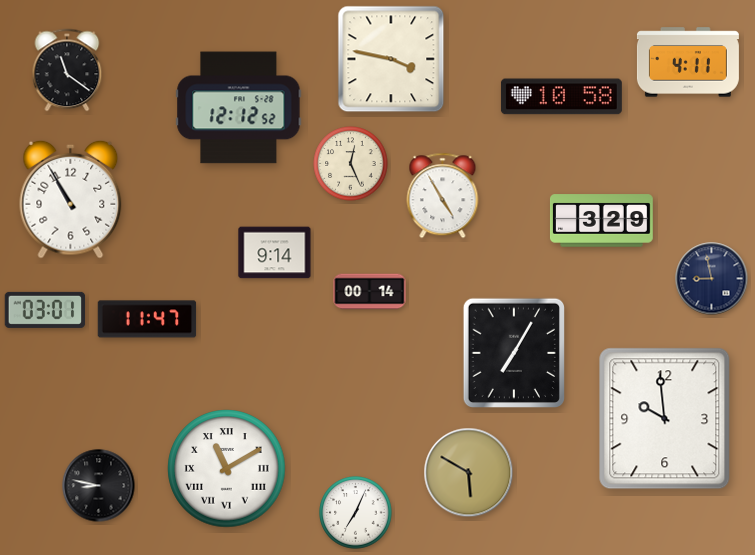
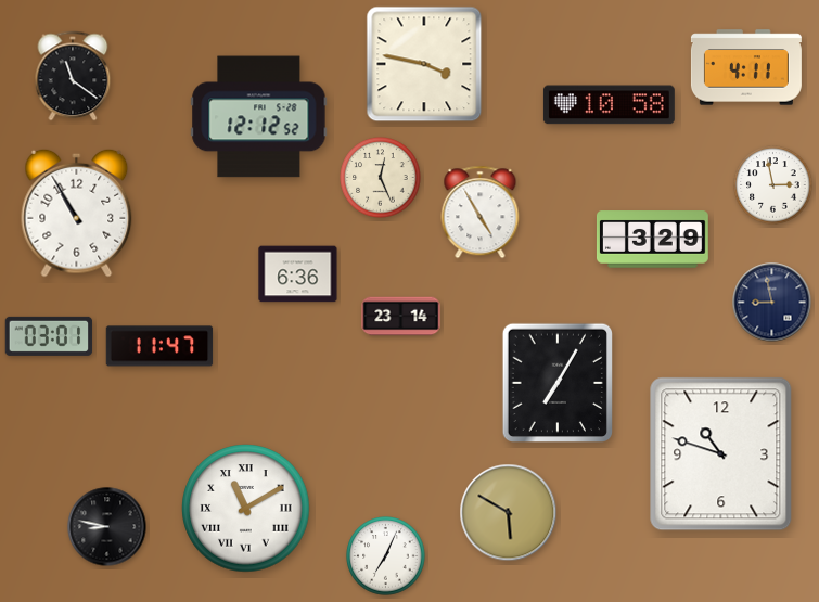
clock at (773, 185): none -> 2:58
clock at (71, 199) position: (71, 199) -> (77, 213)
clock at (275, 253): 9:14 -> 6:36
clock at (370, 292): 00:14 -> 23:14
clock at (665, 419): 9:59 -> 10:48
